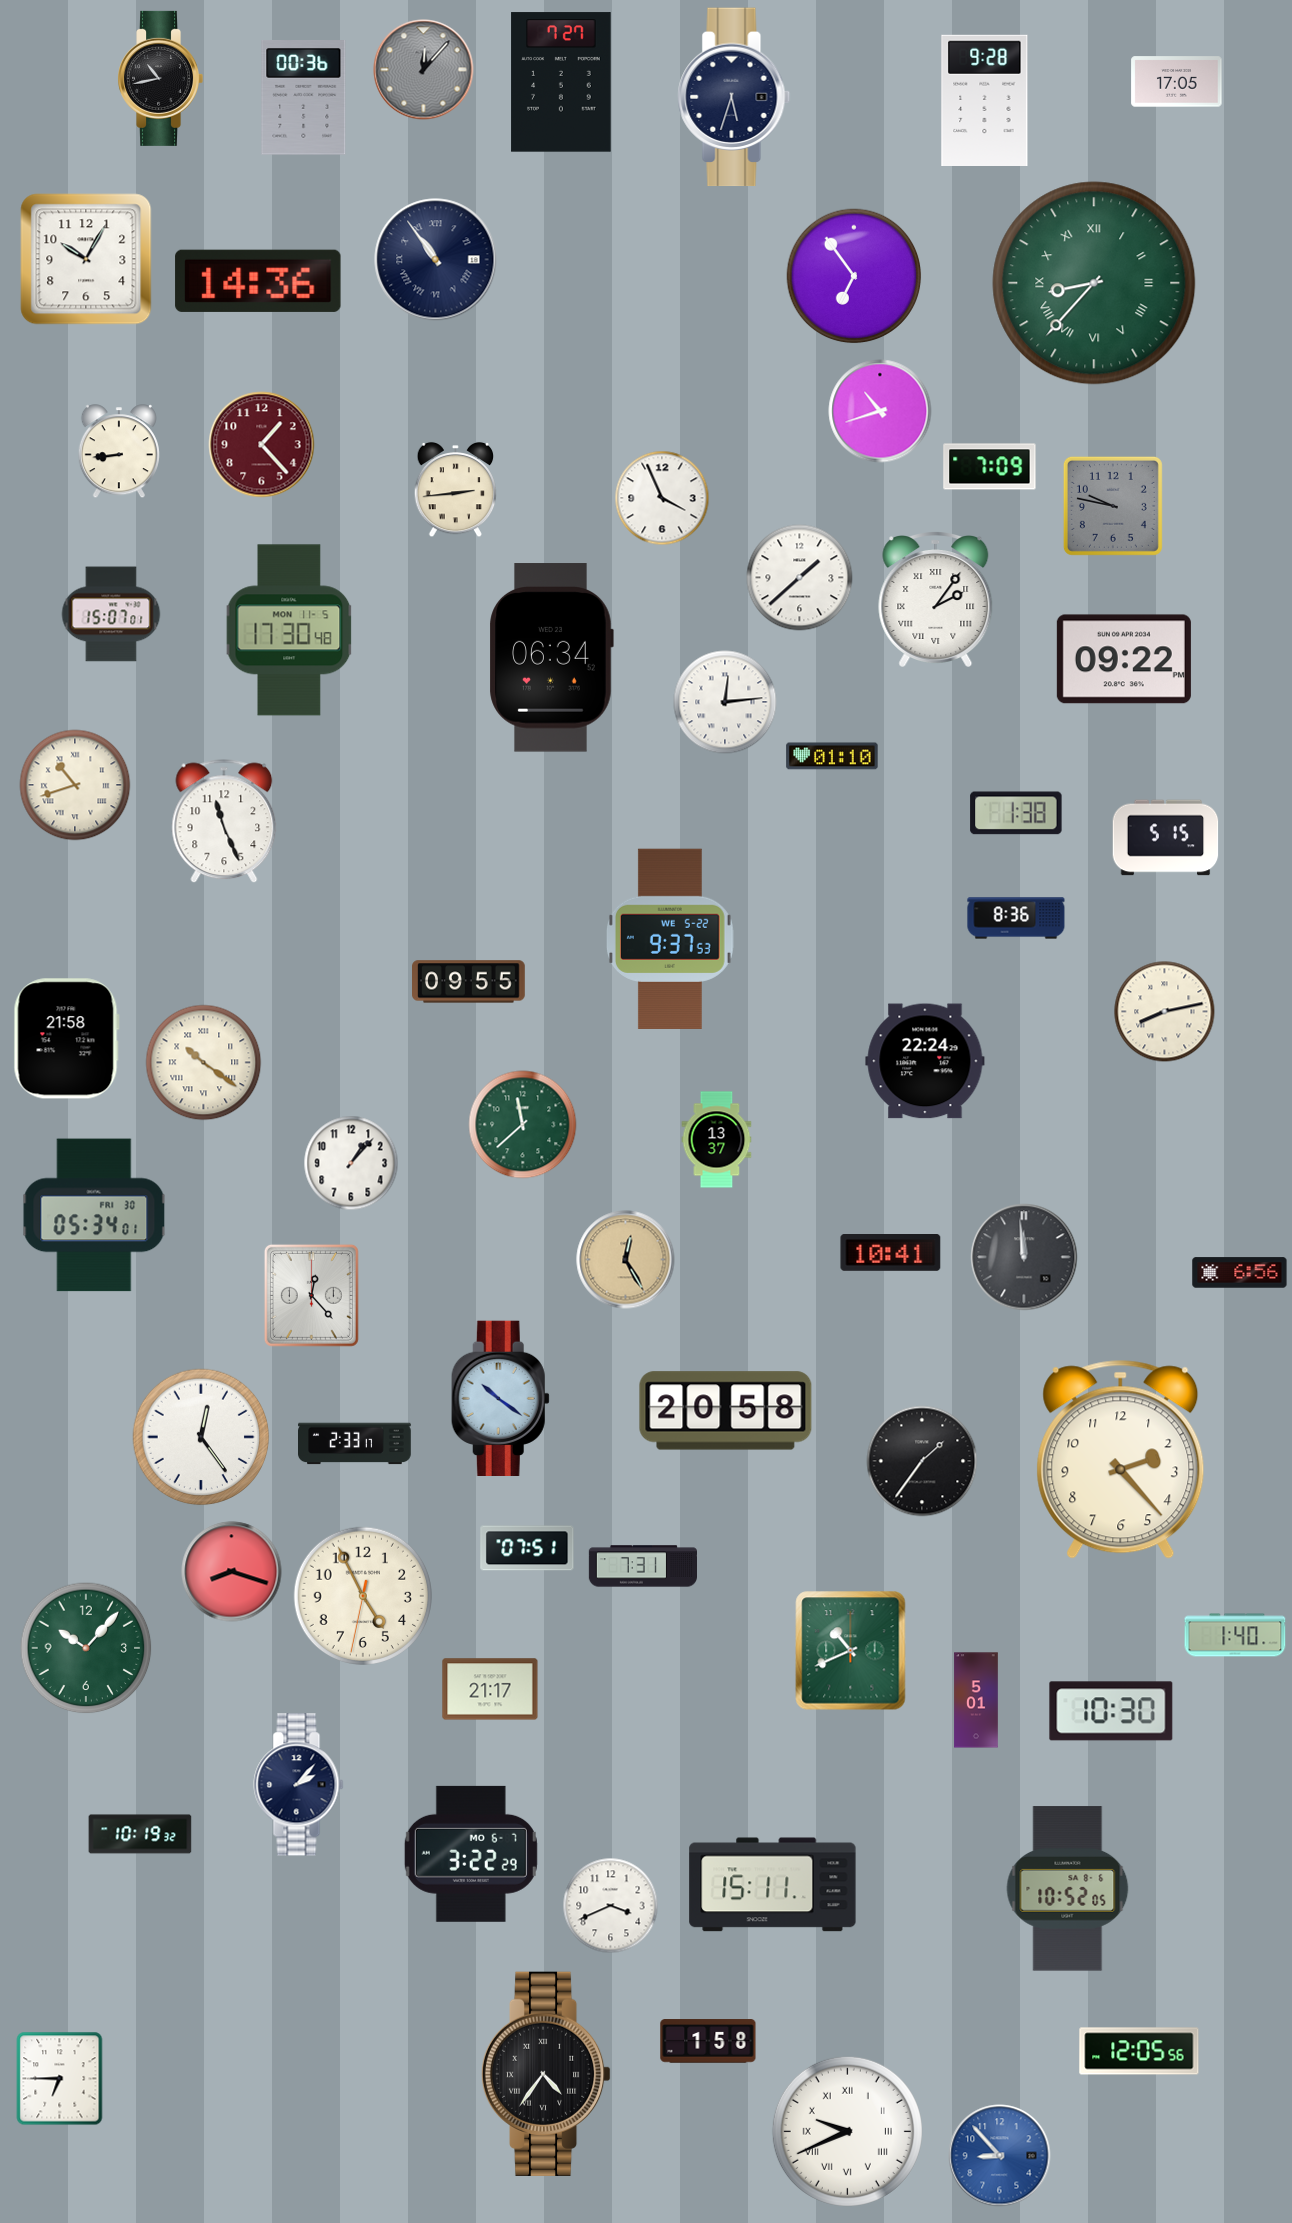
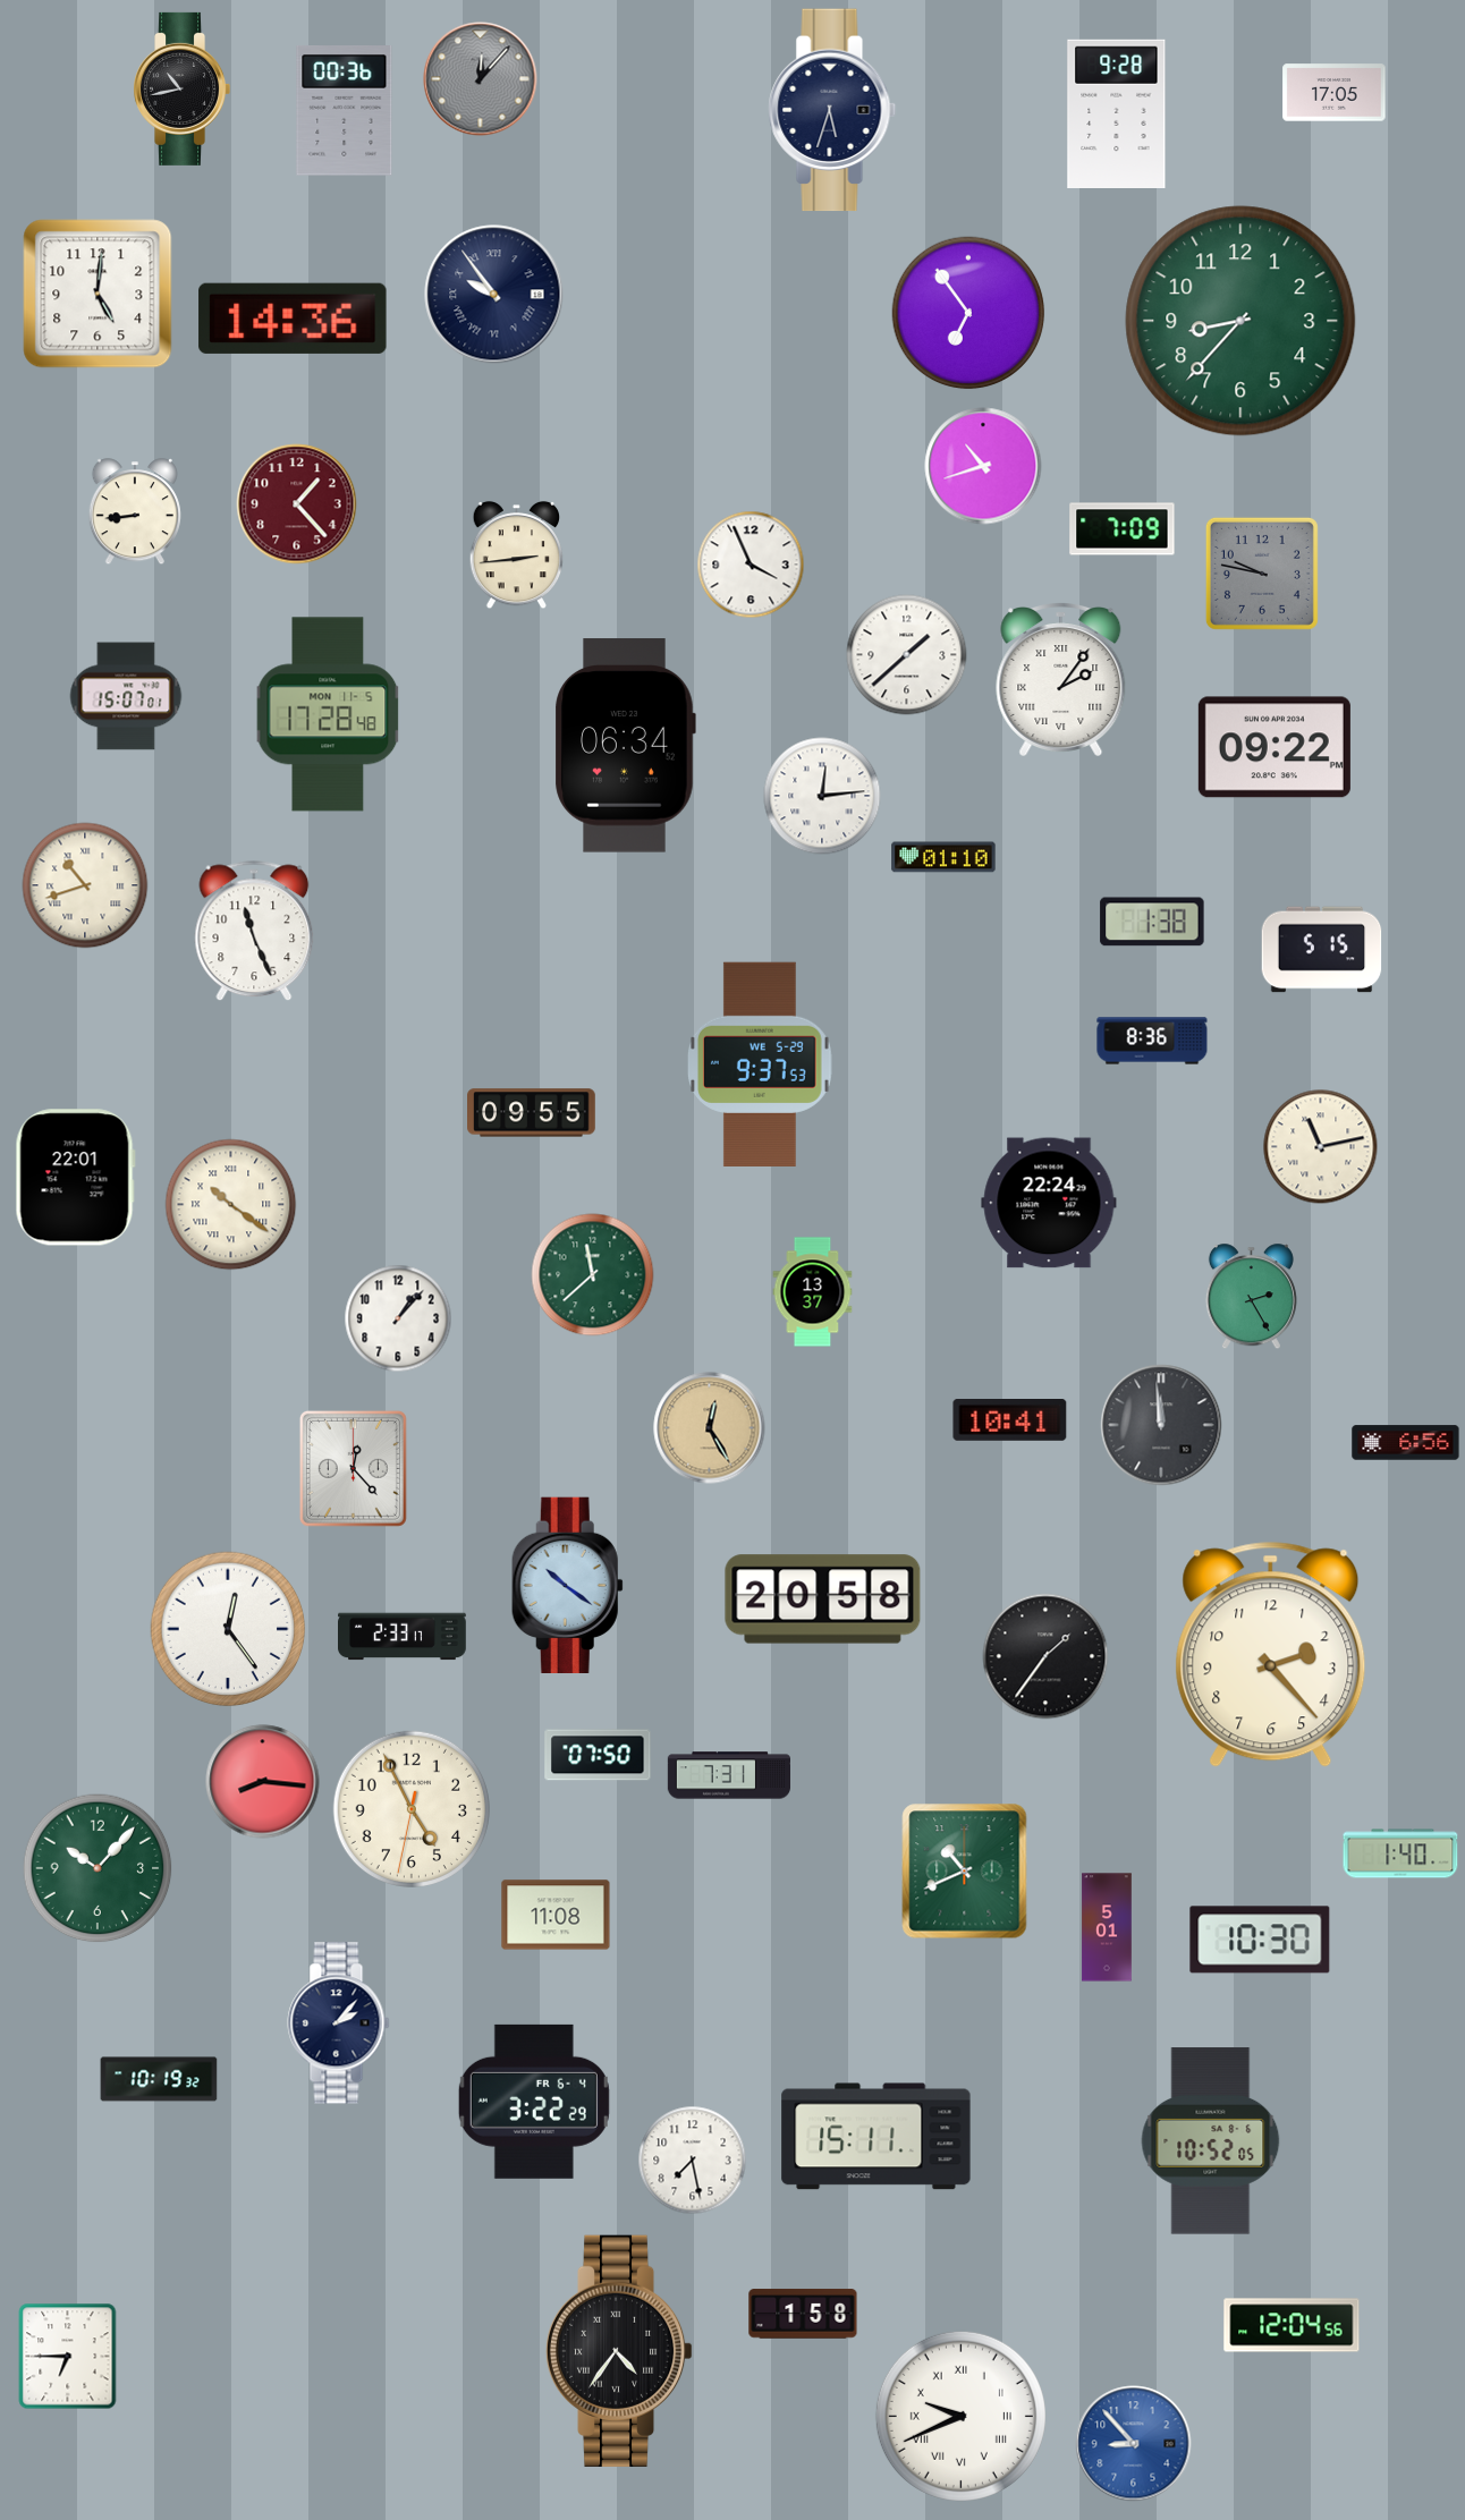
clock at (561, 82): 7:27 -> none
clock at (86, 259): 10:05 -> 5:01
clock at (436, 260): 10:54 -> 9:54
clock at (1094, 283) numerals: Roman -> Arabic
clock at (880, 411) position: (880, 411) -> (983, 466)
clock at (289, 630): 17:30 -> 17:28
clock at (75, 785) position: (75, 785) -> (85, 885)
clock at (670, 939) date: WE 5-22 -> WE 5-29
clock at (1165, 1012): 8:13 -> 11:13
clock at (66, 1039): 21:58 -> 22:01
clock at (1251, 1297): none -> 2:25
clock at (94, 1215): 05:34 -> none
clock at (527, 1548): 07:51 -> 07:50
clock at (232, 1572): 8:18 -> 8:16
clock at (490, 1689): 21:17 -> 11:08
clock at (471, 1854) date: MO 6-7 -> FR 6-4
clock at (611, 1906): 3:41 -> 7:28
clock at (1139, 2051): 12:05 -> 12:04
